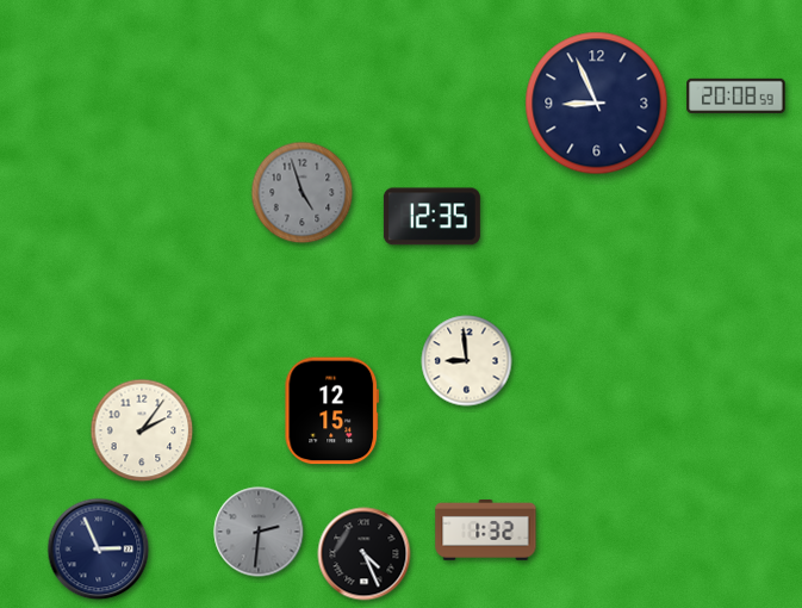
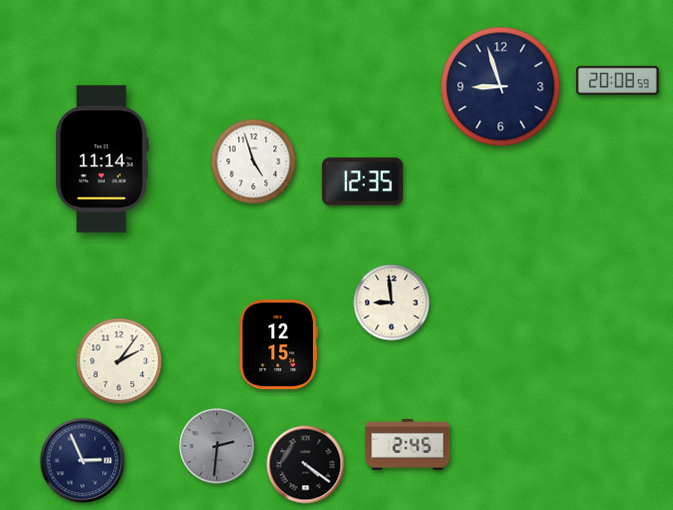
clock at (597, 104): 8:56 -> 8:57
clock at (102, 159): none -> 11:14
clock at (303, 193) dial: grey -> white
clock at (486, 529): 1:32 -> 2:45
clock at (365, 554): 4:26 -> 4:21
